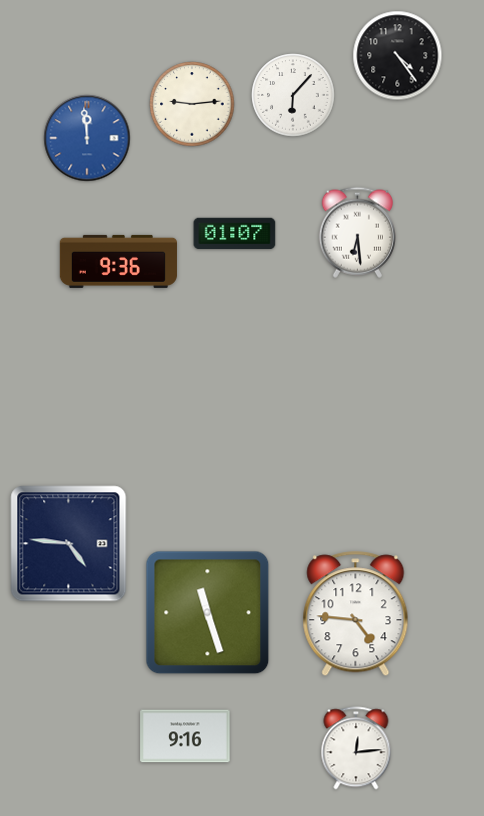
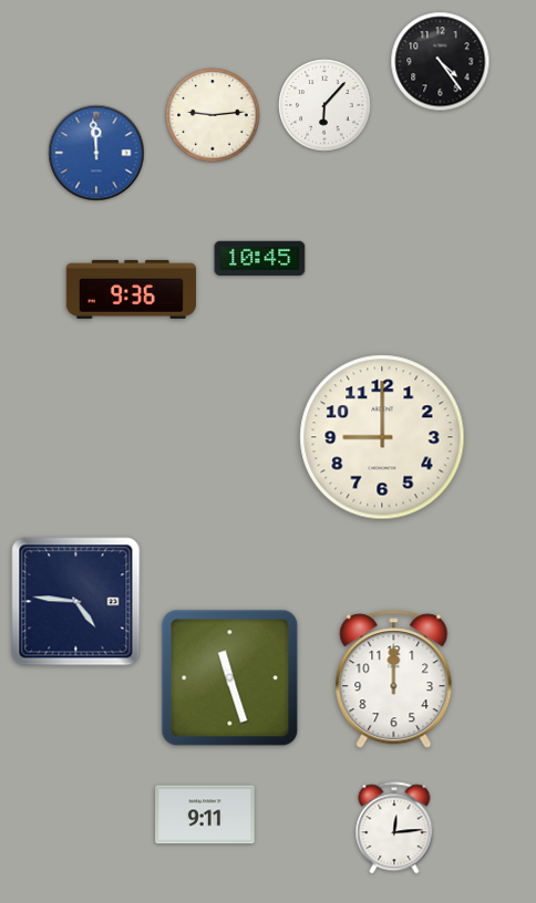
clock at (357, 232): 6:29 -> none
clock at (235, 234): 01:07 -> 10:45
clock at (382, 437): none -> 9:00
clock at (356, 614): 4:46 -> 12:00
clock at (185, 736): 9:16 -> 9:11
